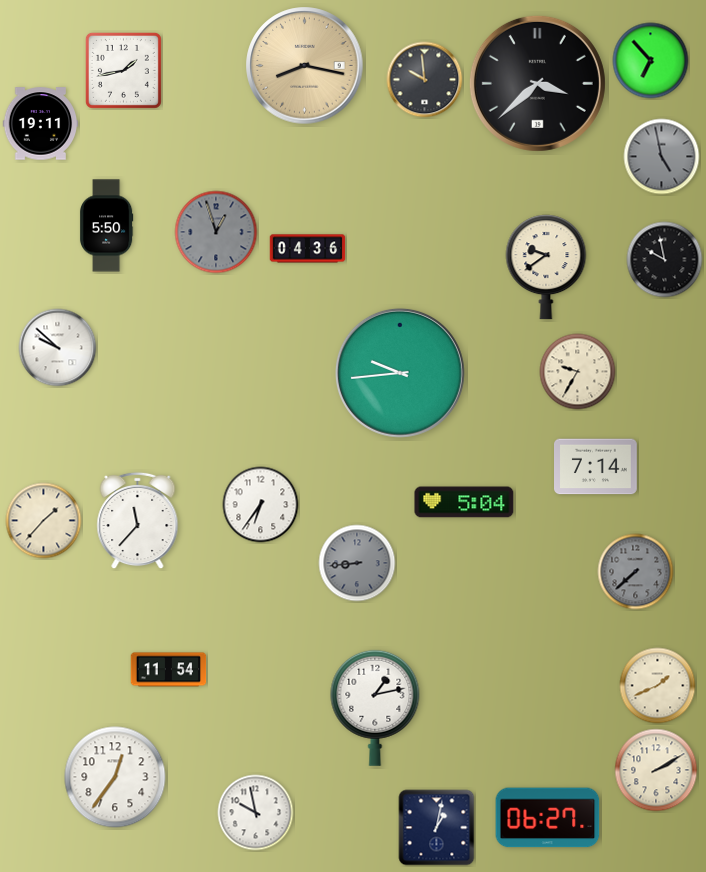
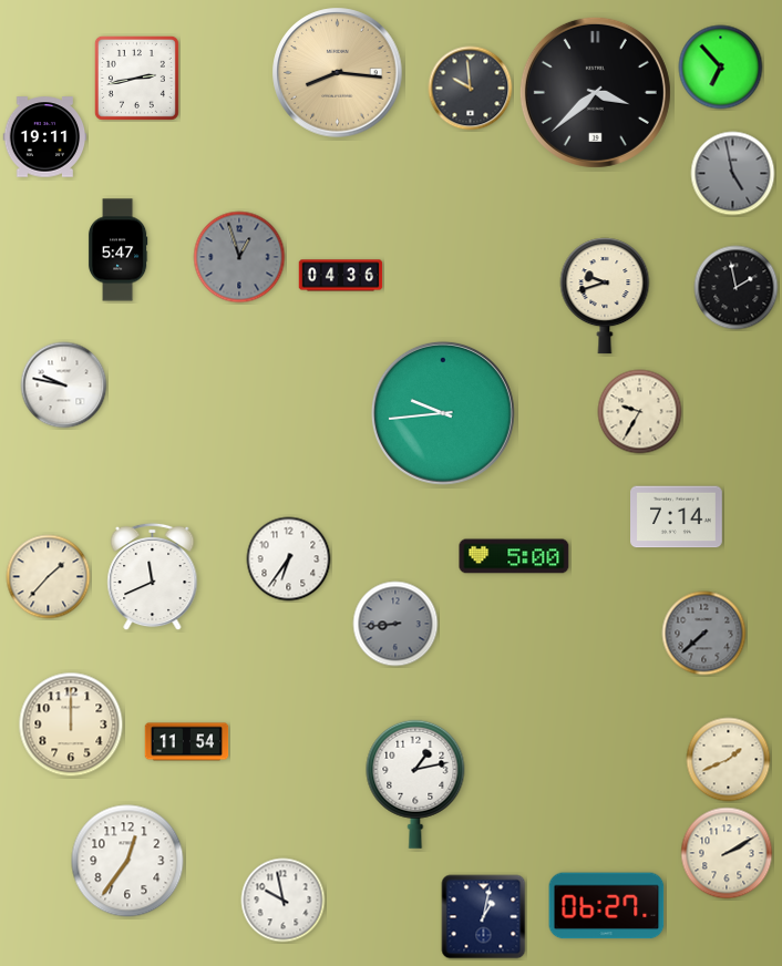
clock at (305, 66): 8:17 -> 8:16
clock at (123, 70): 1:43 -> 2:43
clock at (106, 226): 5:50 -> 5:47
clock at (665, 260): 9:58 -> 1:58
clock at (546, 267): 9:39 -> 9:42
clock at (58, 348): 9:52 -> 9:47
clock at (596, 467) position: (596, 467) -> (677, 517)
clock at (464, 502): 5:04 -> 5:00
clock at (138, 521): 11:37 -> 11:41
clock at (71, 724): none -> 12:00
